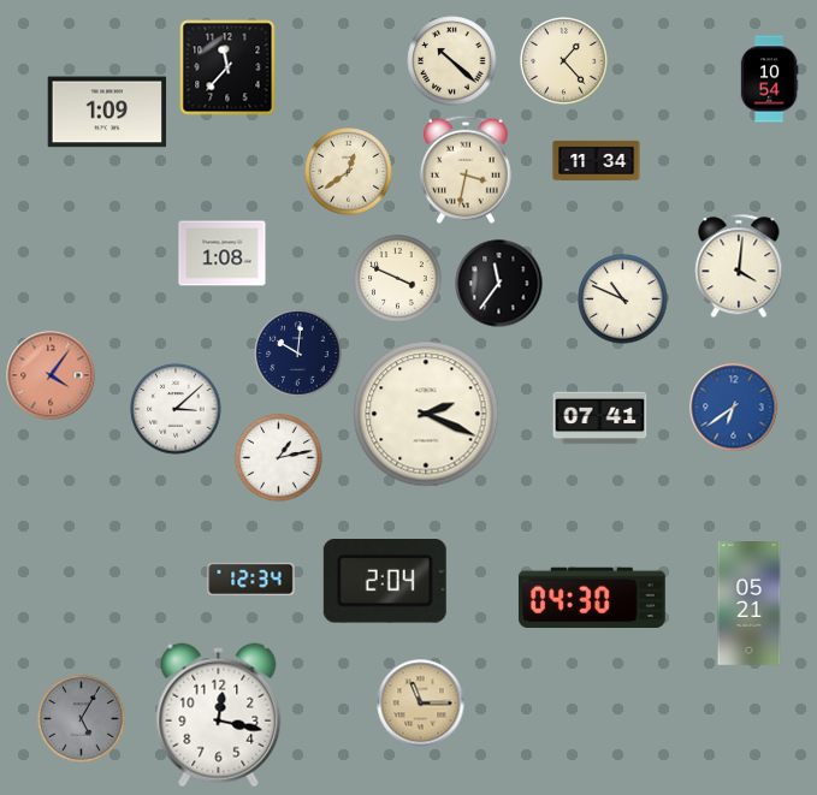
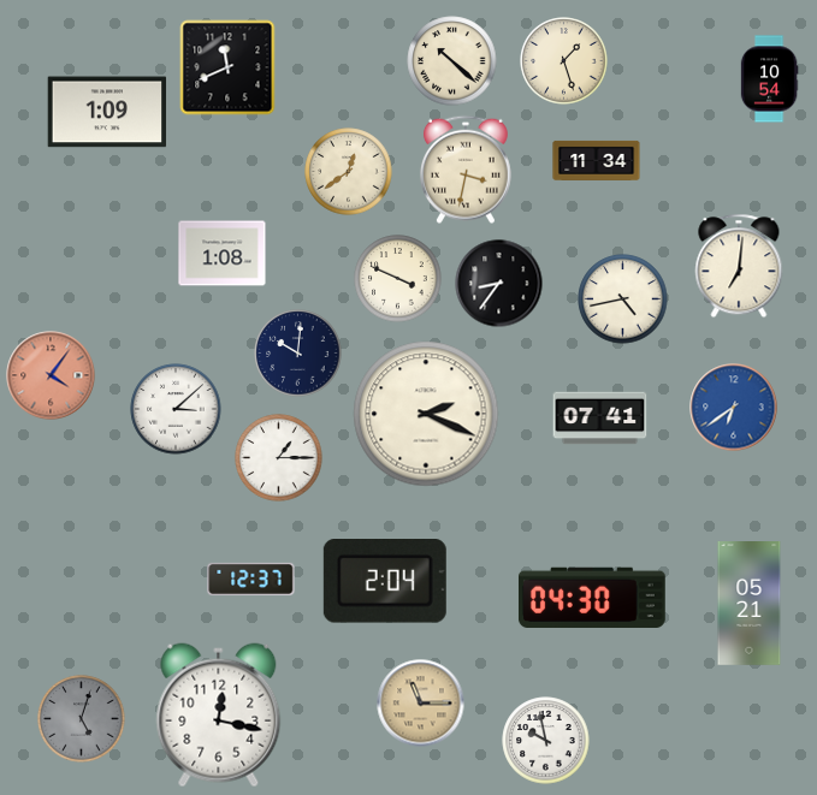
clock at (564, 61): 1:23 -> 1:27
clock at (227, 67): 11:37 -> 11:41
clock at (739, 266): 4:01 -> 7:01
clock at (499, 284): 11:36 -> 8:36
clock at (623, 299): 10:49 -> 4:43
clock at (279, 458): 1:13 -> 1:15
clock at (251, 579): 12:34 -> 12:37
clock at (82, 719): 5:05 -> 5:03
clock at (546, 741): none -> 9:58
